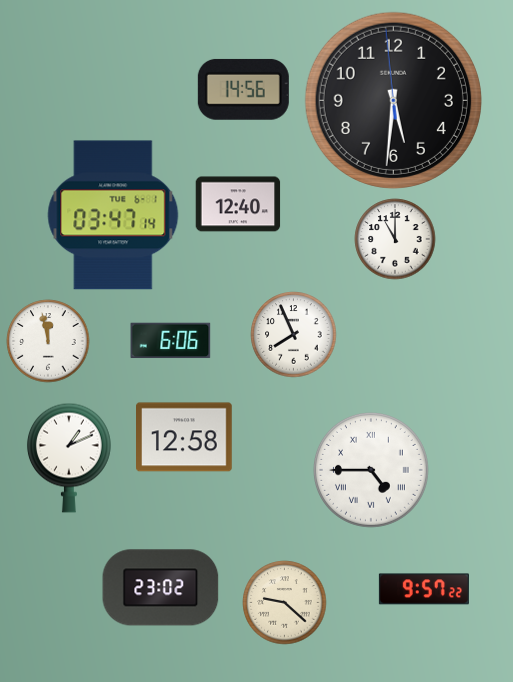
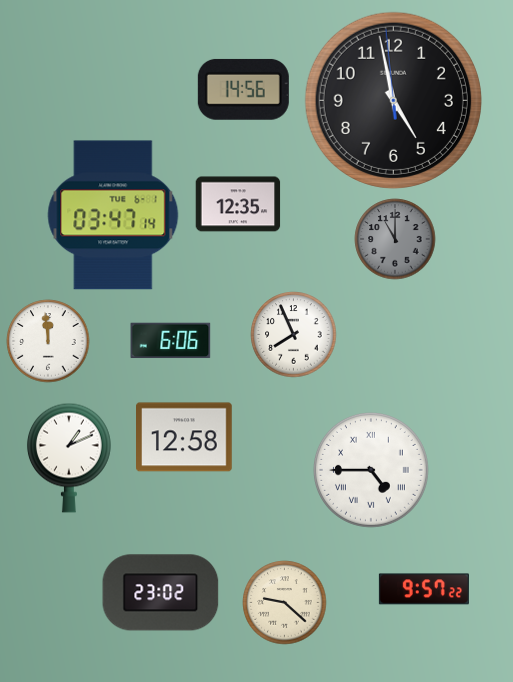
clock at (393, 100): 5:30 -> 4:57
clock at (238, 204): 12:40 -> 12:35
clock at (395, 239) dial: white -> grey
clock at (48, 341): 11:58 -> 11:59
clock at (161, 588) position: (161, 588) -> (161, 593)
